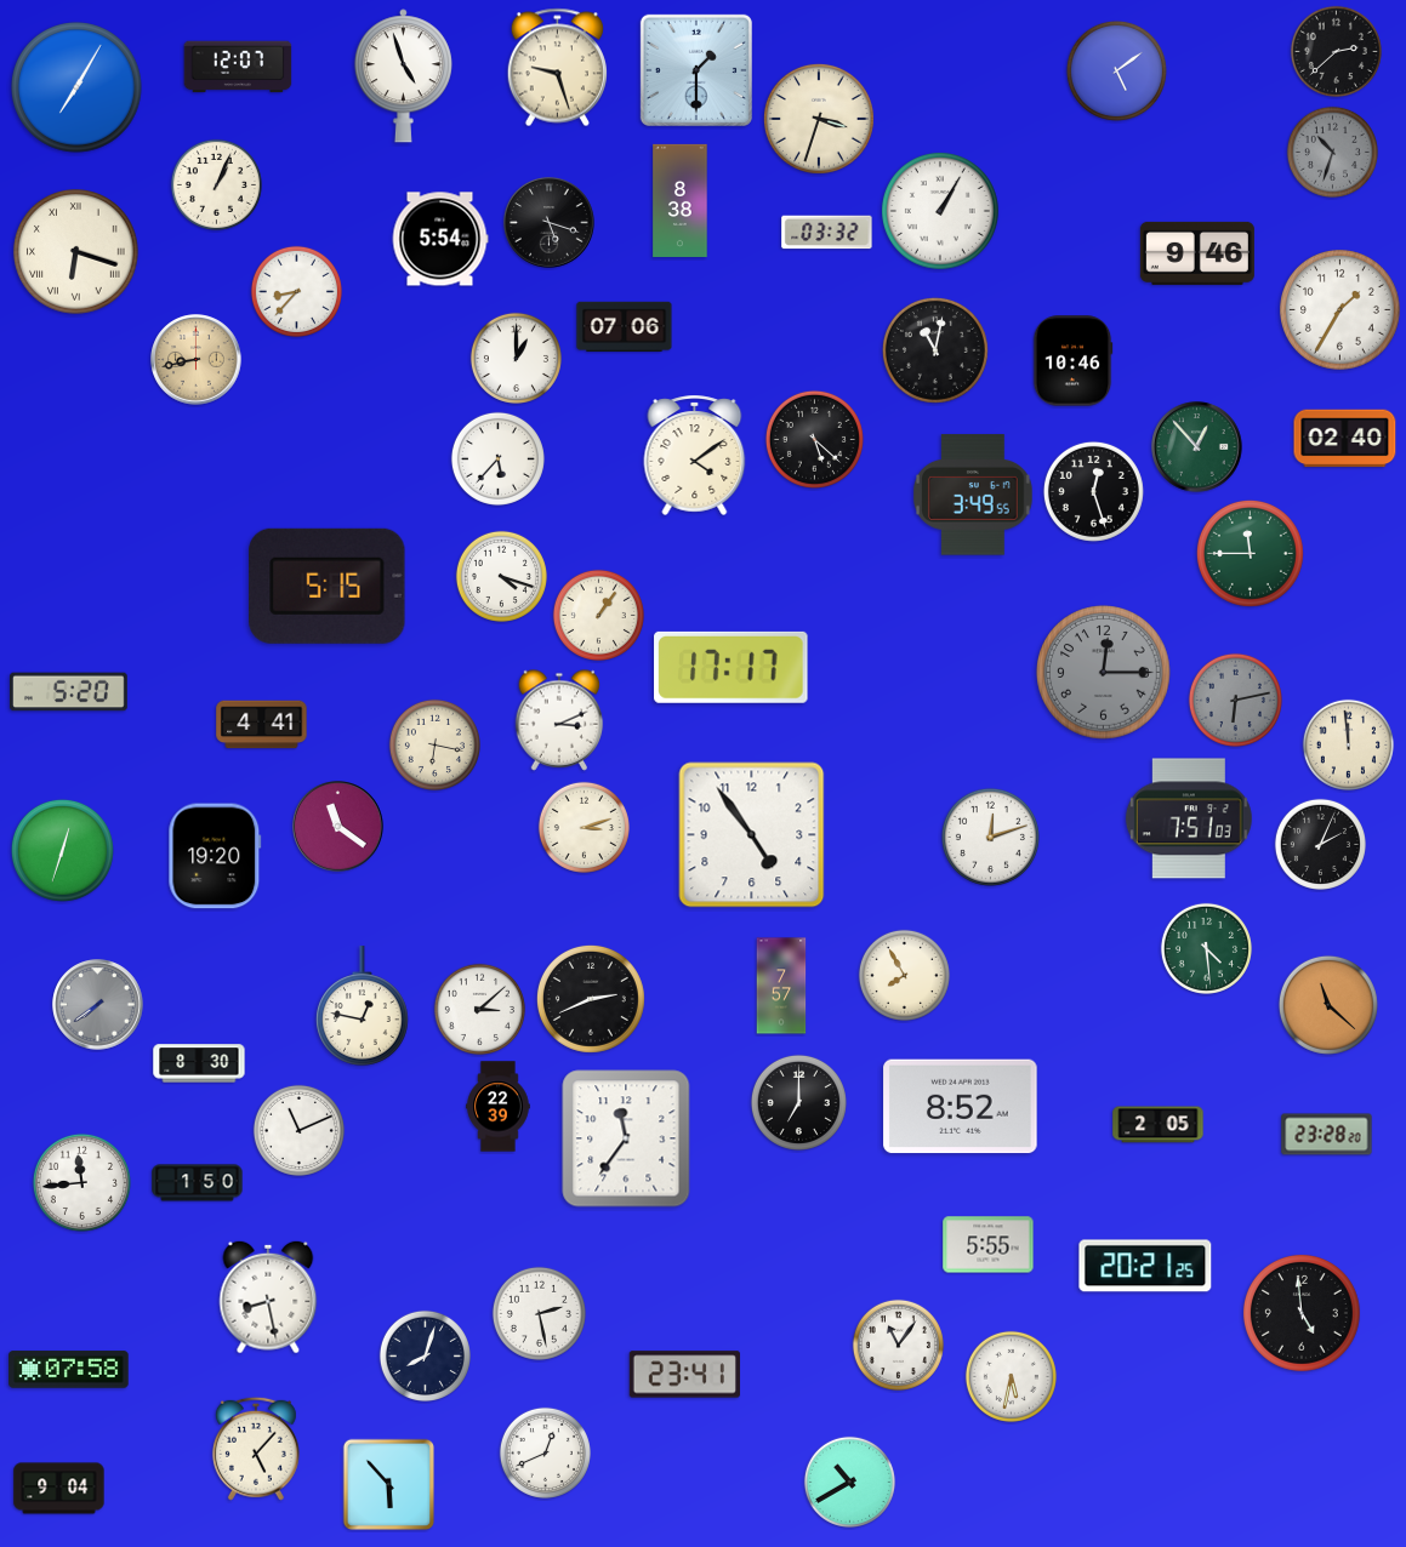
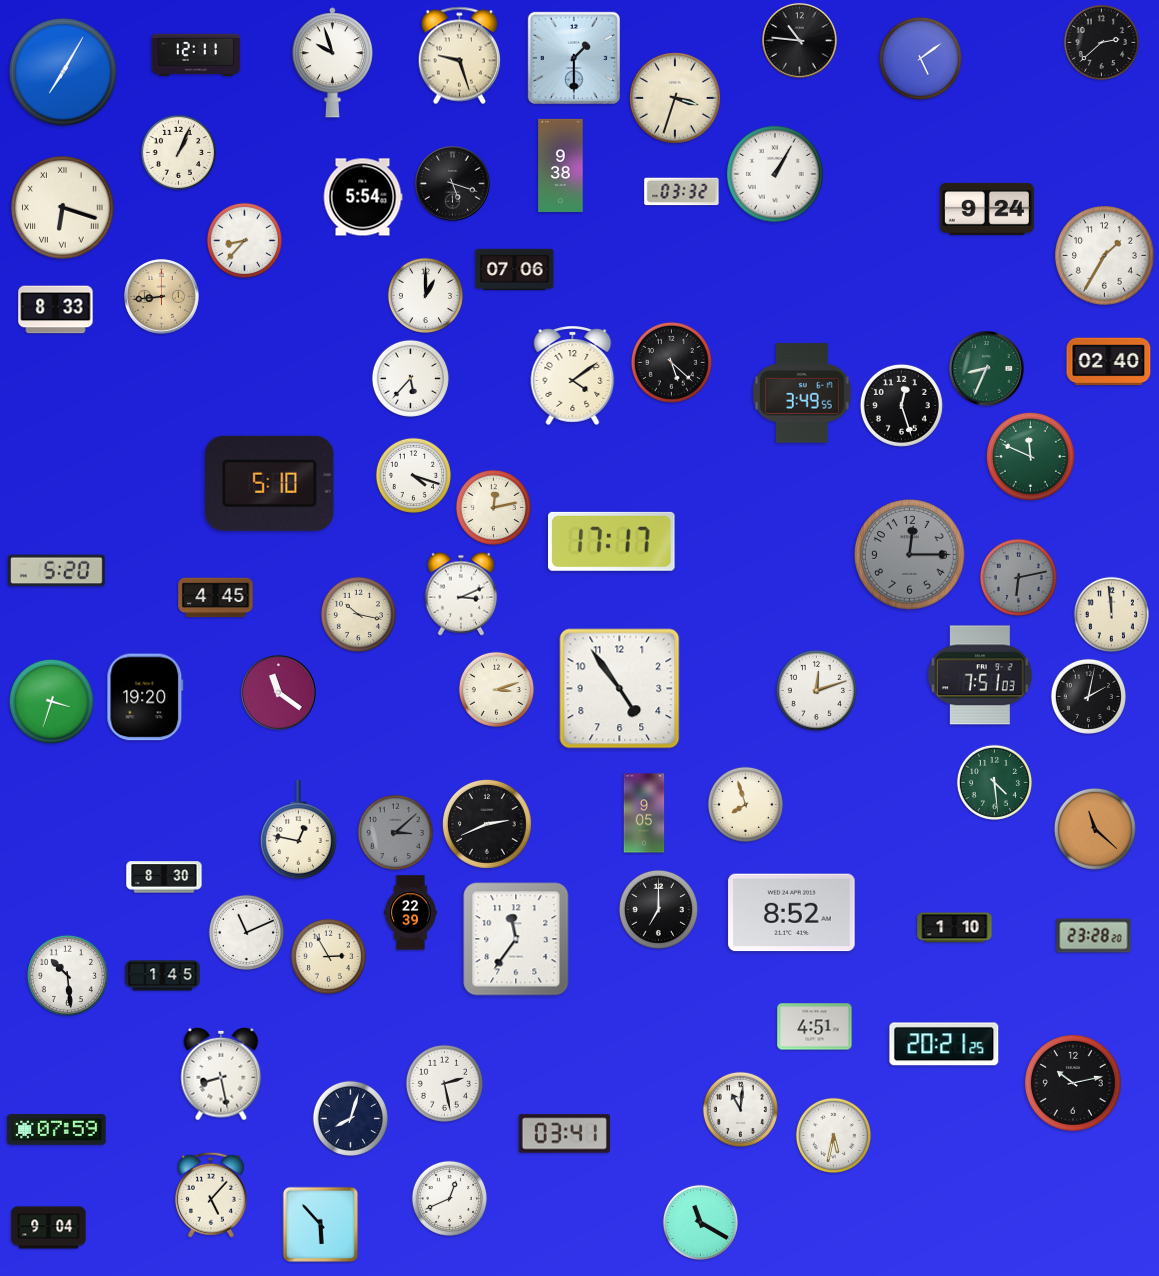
clock at (800, 41): none -> 10:46
clock at (238, 67): 12:07 -> 12:11
clock at (403, 76): 4:57 -> 9:57
clock at (1332, 152): 10:33 -> none
clock at (681, 200): 8:38 -> 9:38
clock at (1197, 253): 9:46 -> 9:24
clock at (935, 350): 11:02 -> none
clock at (197, 360): 8:43 -> 8:44
clock at (1072, 361): 10:46 -> none
clock at (56, 310): none -> 8:33
clock at (1197, 447): 12:53 -> 8:34
clock at (974, 495) position: (974, 495) -> (803, 393)
clock at (1250, 553): 11:45 -> 11:49
clock at (328, 586): 5:15 -> 5:10
clock at (598, 615): 1:06 -> 12:13
clock at (732, 667) position: (732, 667) -> (612, 541)
clock at (262, 725): 4:41 -> 4:45
clock at (434, 744): 6:17 -> 10:17
clock at (338, 827) position: (338, 827) -> (279, 693)
clock at (584, 827) position: (584, 827) -> (496, 689)
clock at (1320, 844): 2:04 -> 2:02
clock at (62, 850): 12:33 -> 3:33
clock at (215, 856) position: (215, 856) -> (145, 697)
clock at (904, 975): 7:55 -> 7:57
clock at (781, 986): 7:57 -> 9:05
clock at (98, 1005): 7:39 -> none
clock at (479, 1009) dial: white -> grey
clock at (1159, 1125): 2:05 -> 1:10
clock at (328, 956): none -> 2:55
clock at (81, 1182): 11:44 -> 10:29
clock at (198, 1183): 1:50 -> 1:45
clock at (989, 1245): 5:55 -> 4:51
clock at (268, 1297) position: (268, 1297) -> (221, 1074)
clock at (1302, 1313): 4:59 -> 10:13
clock at (898, 1345): 11:06 -> 11:01
clock at (69, 1370): 07:58 -> 07:59
clock at (684, 1375): 23:41 -> 03:41
clock at (849, 1482): 10:40 -> 11:20
